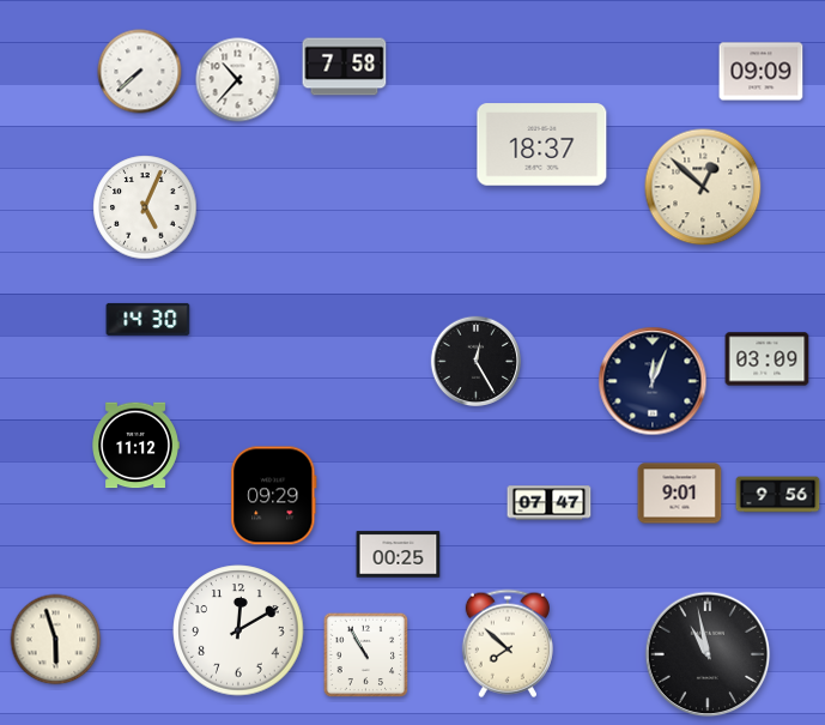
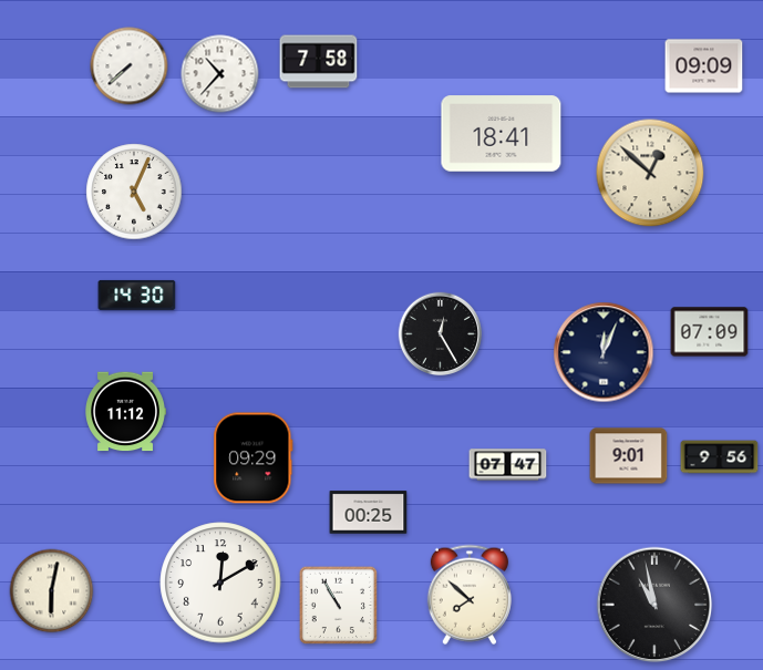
clock at (542, 145): 18:37 -> 18:41
clock at (768, 360): 03:09 -> 07:09
clock at (56, 640): 5:57 -> 6:02
